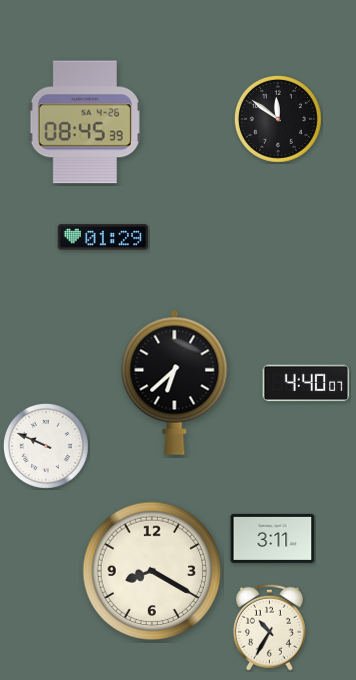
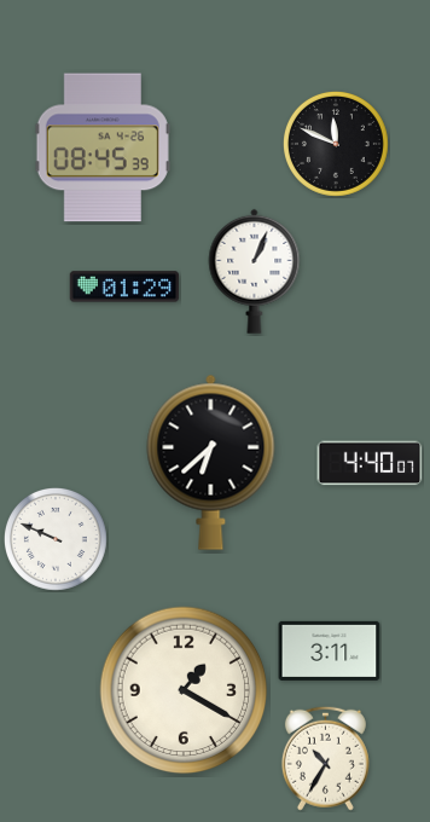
clock at (278, 119): 11:51 -> 11:49
clock at (255, 271): none -> 1:04
clock at (152, 571): 8:20 -> 1:20
